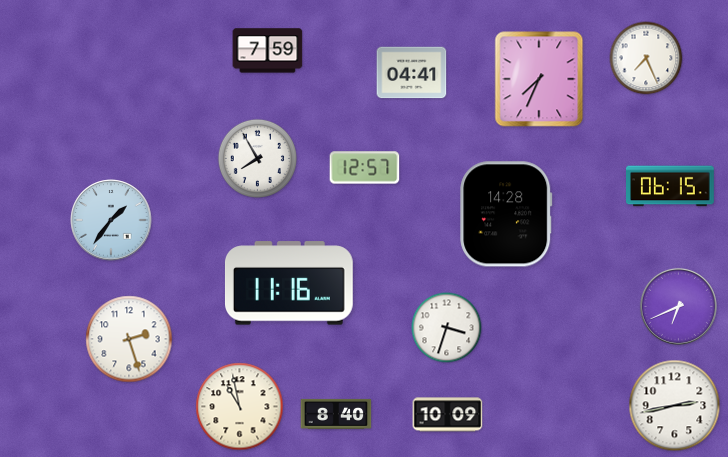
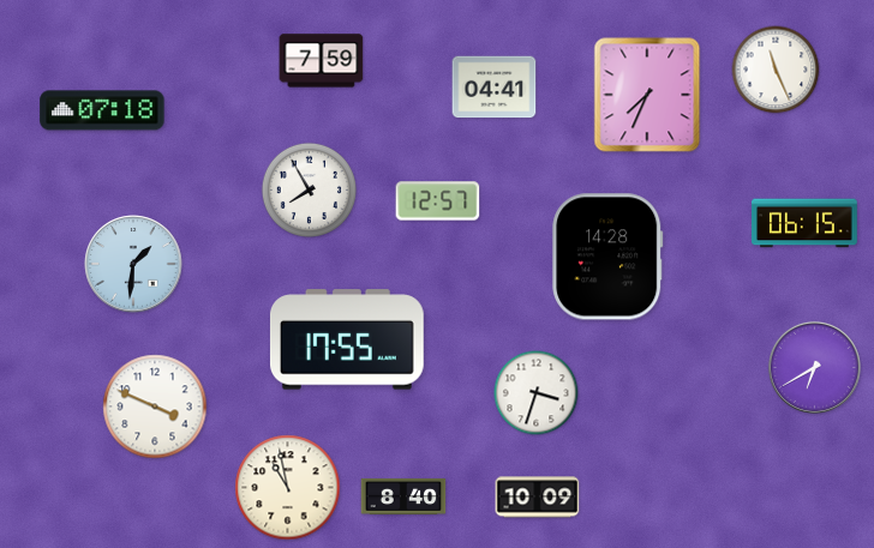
clock at (646, 58): 7:26 -> 11:26
clock at (102, 110): none -> 07:18
clock at (111, 220): 1:36 -> 1:31
clock at (289, 283): 11:16 -> 17:55
clock at (678, 306): 6:41 -> 6:40
clock at (129, 339): 2:27 -> 3:49
clock at (675, 406): 2:43 -> none
